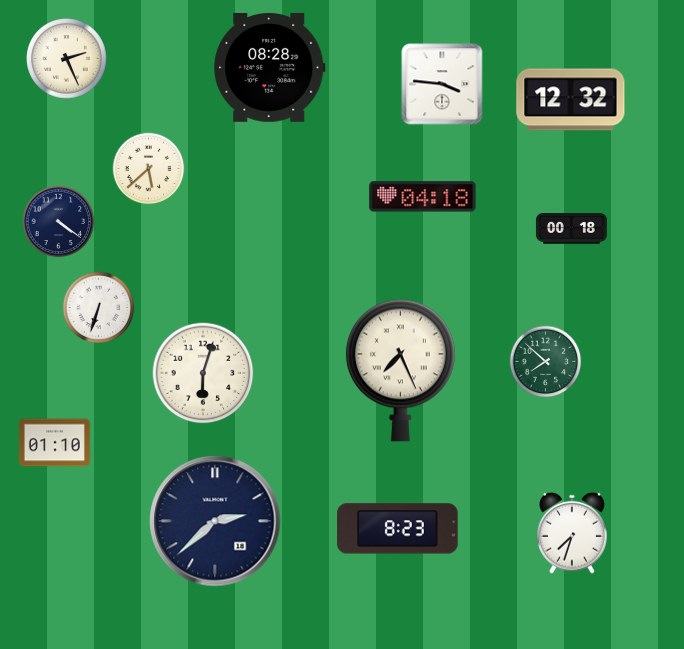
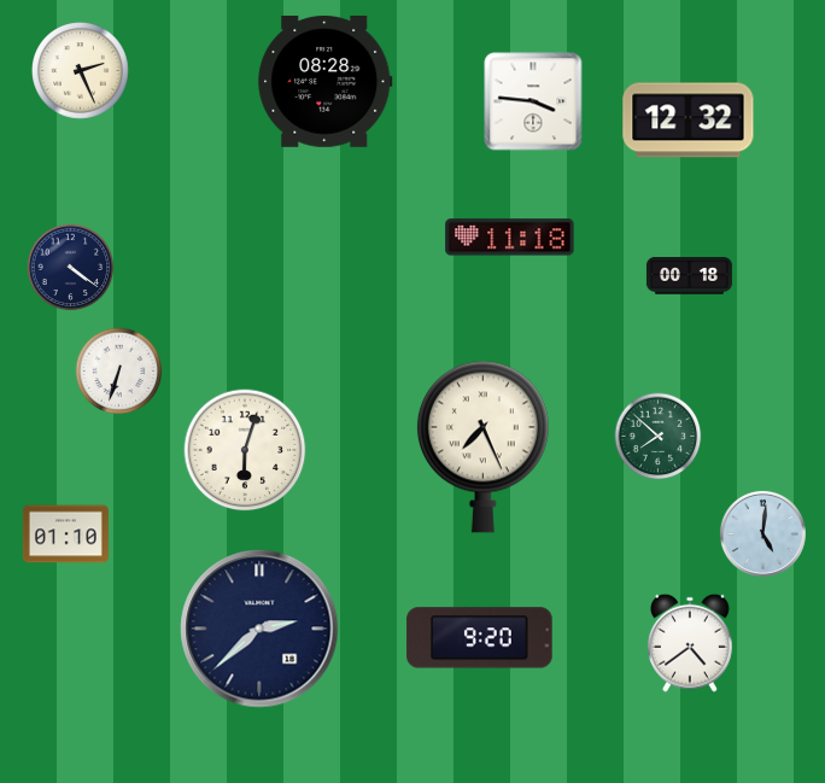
clock at (149, 169): 5:38 -> none
clock at (423, 197): 04:18 -> 11:18
clock at (762, 533): none -> 5:01
clock at (398, 529): 8:23 -> 9:20
clock at (573, 533): 7:33 -> 4:39
